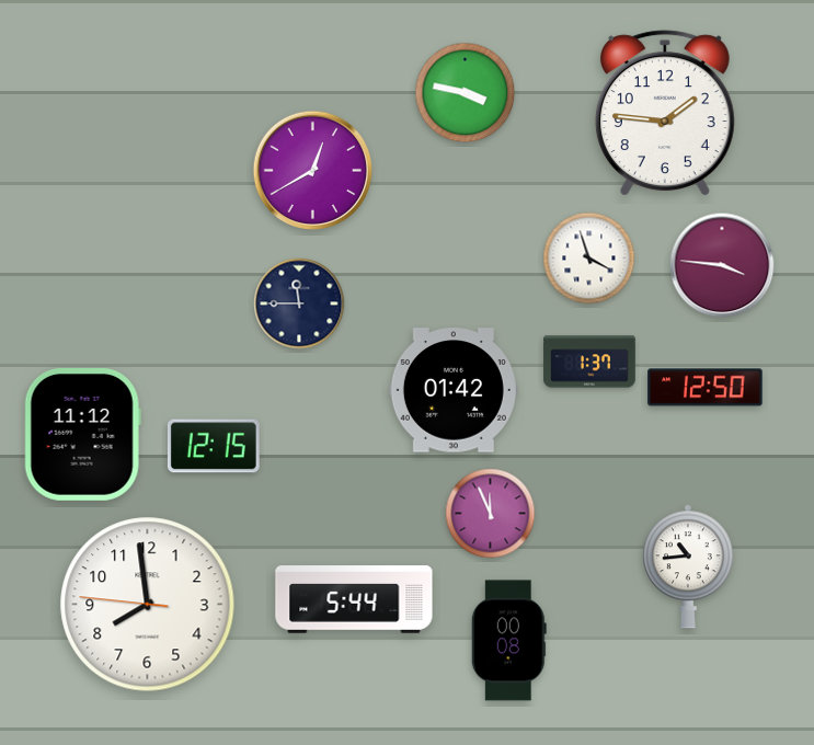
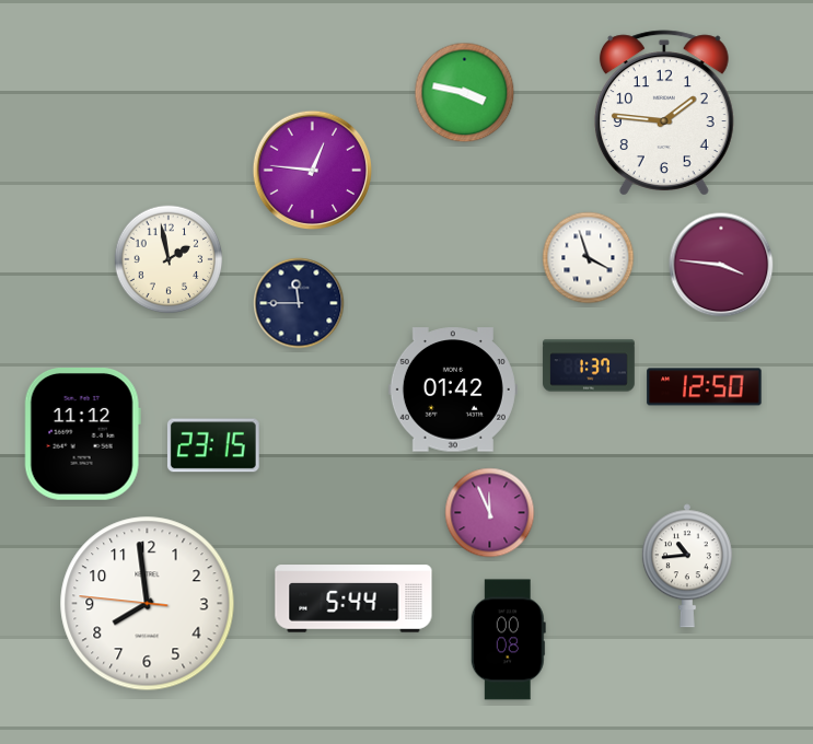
clock at (313, 171): 12:40 -> 12:46
clock at (169, 259): none -> 1:58
clock at (589, 362) position: (589, 362) -> (589, 365)
clock at (214, 446): 12:15 -> 23:15
